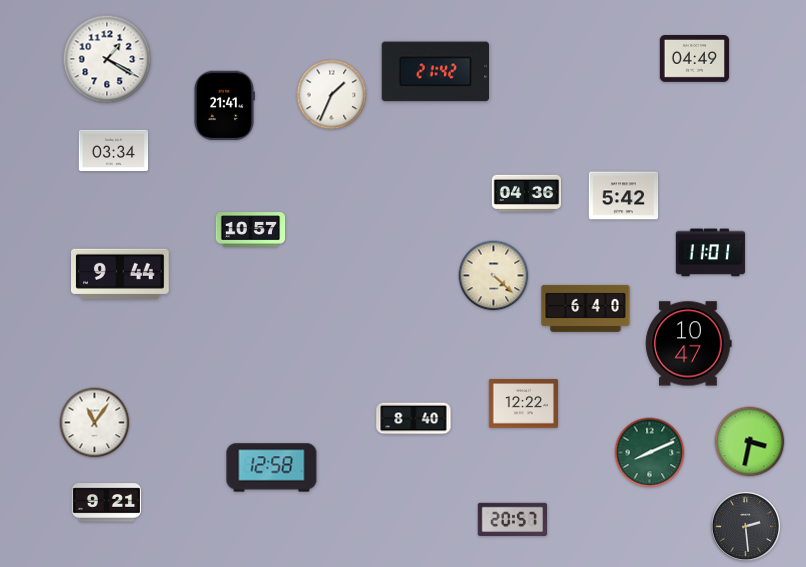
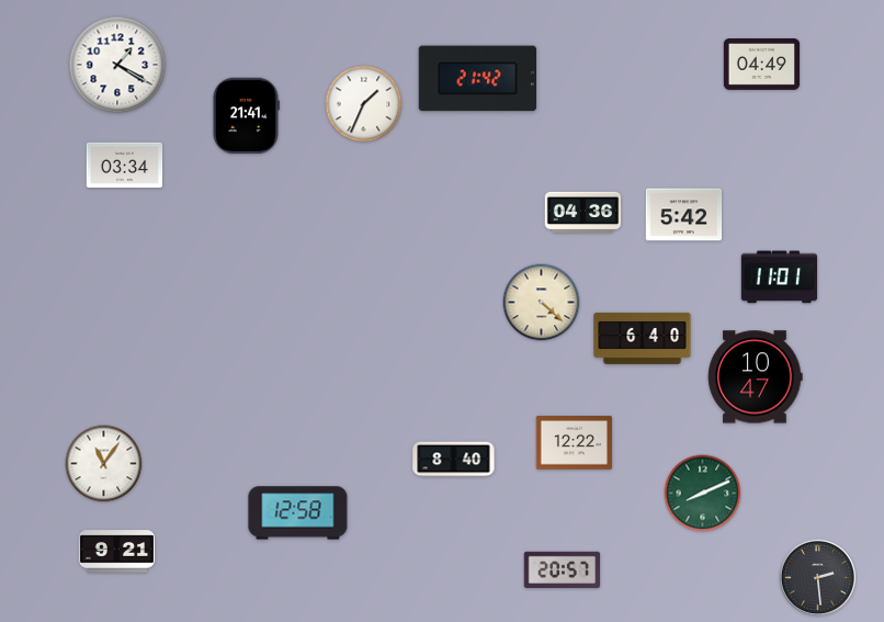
clock at (527, 194) position: (527, 194) -> (583, 213)
clock at (251, 230): 10:57 -> none
clock at (121, 274): 9:44 -> none
clock at (750, 442): 3:32 -> none
clock at (650, 453) position: (650, 453) -> (703, 494)
